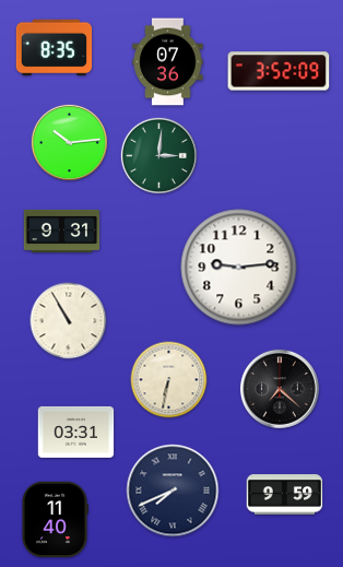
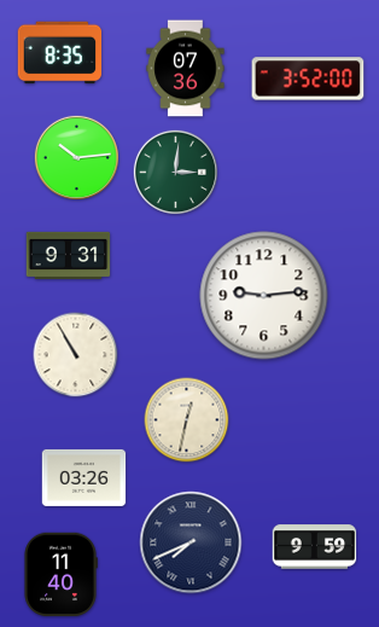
clock at (279, 71): 3:52:09 -> 3:52:00
clock at (169, 380): 6:32 -> 12:32
clock at (280, 389): 7:22 -> none
clock at (76, 432): 03:31 -> 03:26
